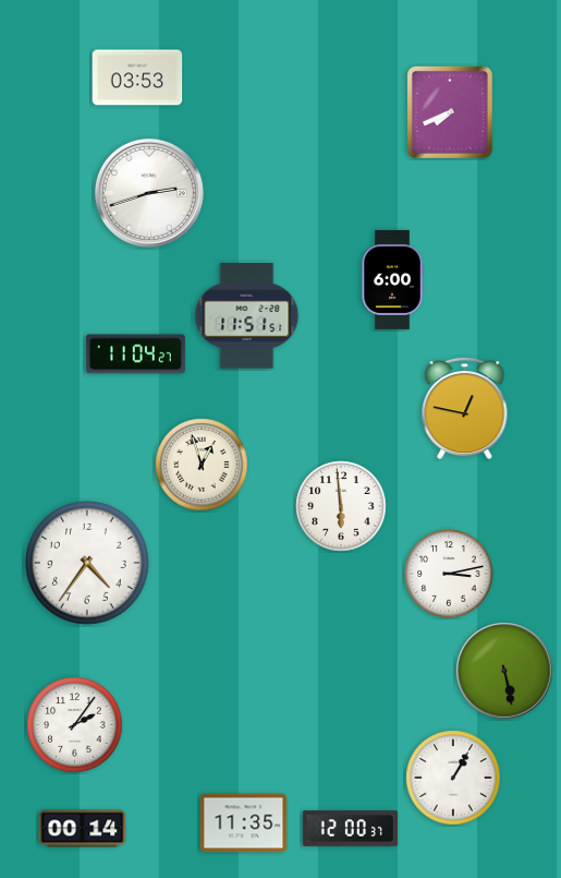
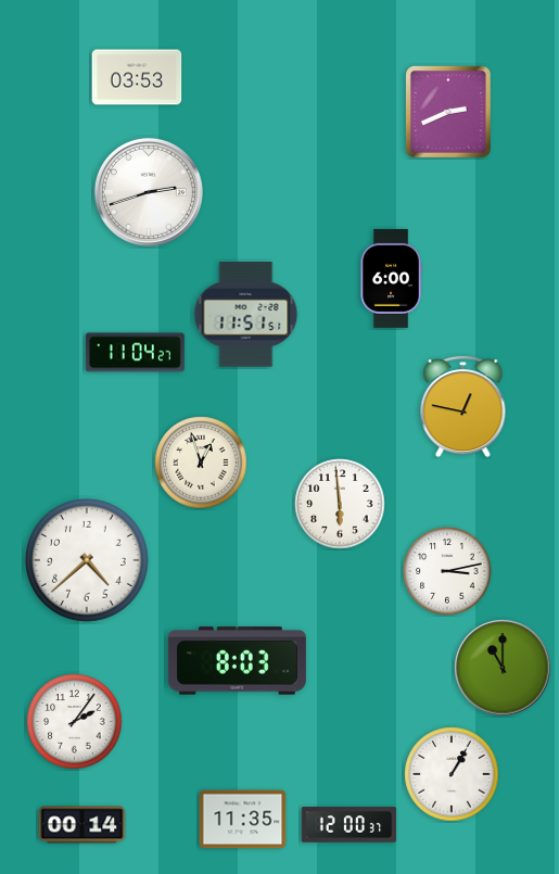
clock at (450, 112): 7:41 -> 2:41
clock at (88, 564): 4:36 -> 4:38
clock at (237, 661): none -> 8:03
clock at (504, 671): 5:28 -> 11:00
